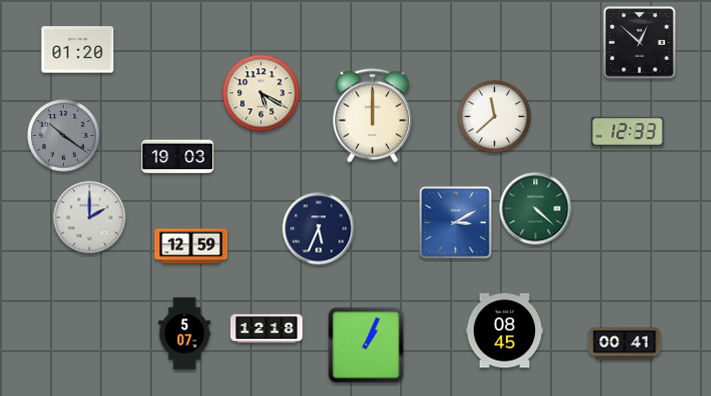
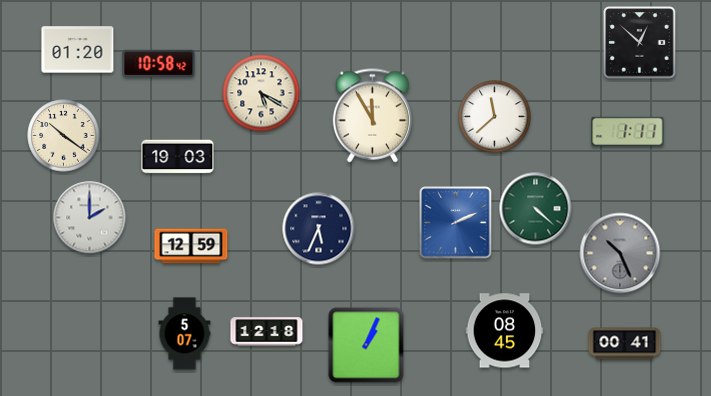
clock at (159, 63): none -> 10:58
clock at (372, 116): 12:00 -> 11:55
clock at (628, 131): 12:33 -> 1:11
clock at (64, 136) dial: grey -> cream
clock at (456, 223): 3:10 -> 2:11
clock at (620, 253): none -> 10:26
clock at (267, 329) position: (267, 329) -> (267, 332)
